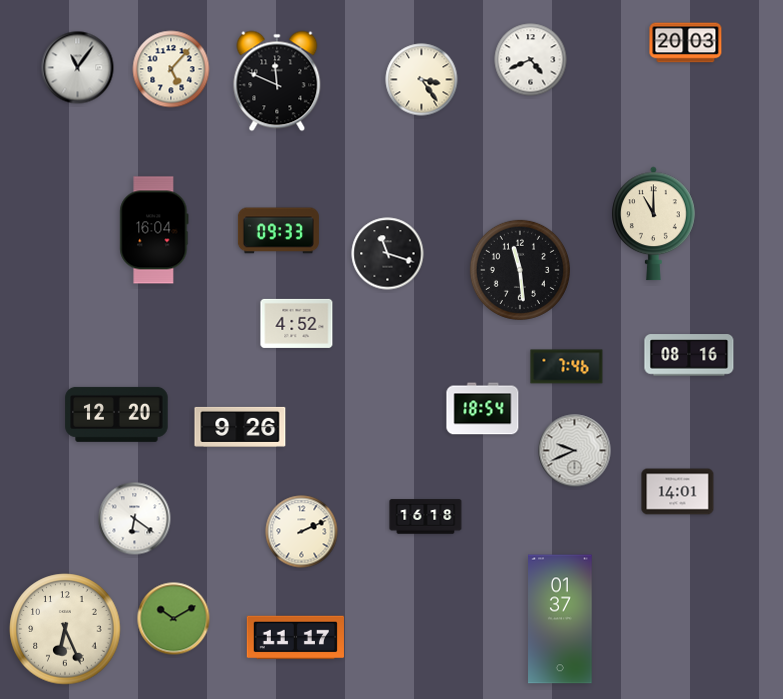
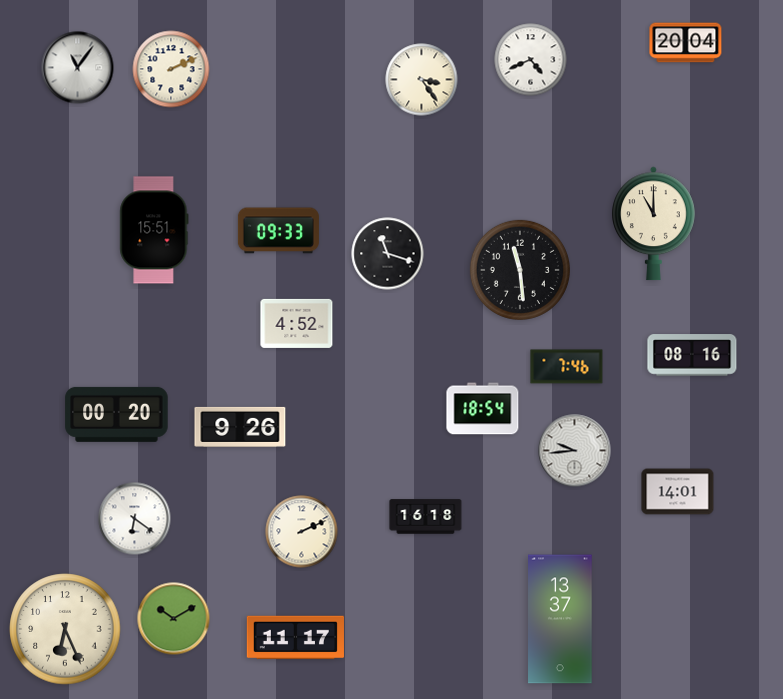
clock at (686, 43): 20:03 -> 20:04
clock at (171, 69): 5:07 -> 2:11
clock at (277, 81): 11:49 -> none
clock at (154, 230): 16:04 -> 15:51
clock at (689, 355) position: (689, 355) -> (692, 355)
clock at (117, 414): 12:20 -> 00:20
clock at (575, 451): 9:41 -> 9:44
clock at (560, 619): 01:37 -> 13:37
